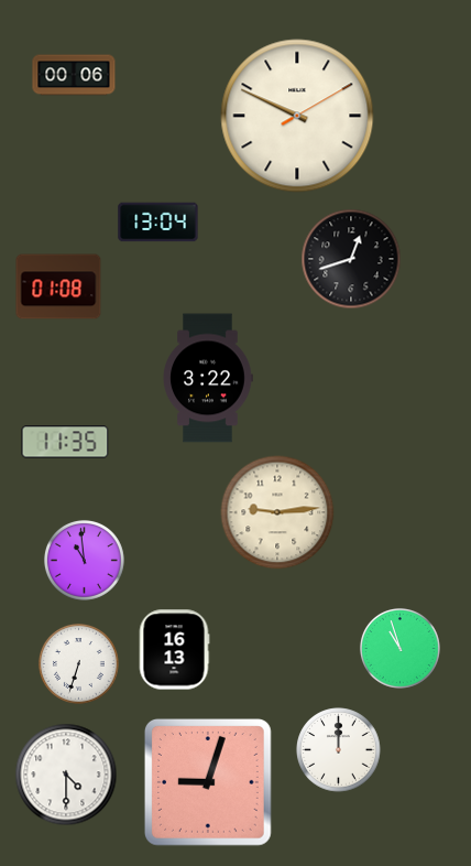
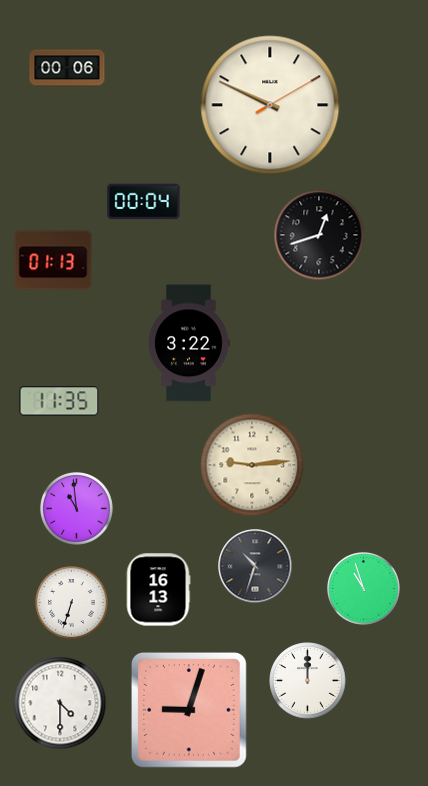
clock at (158, 223): 13:04 -> 00:04
clock at (58, 286): 01:08 -> 01:13
clock at (255, 566): none -> 10:33
